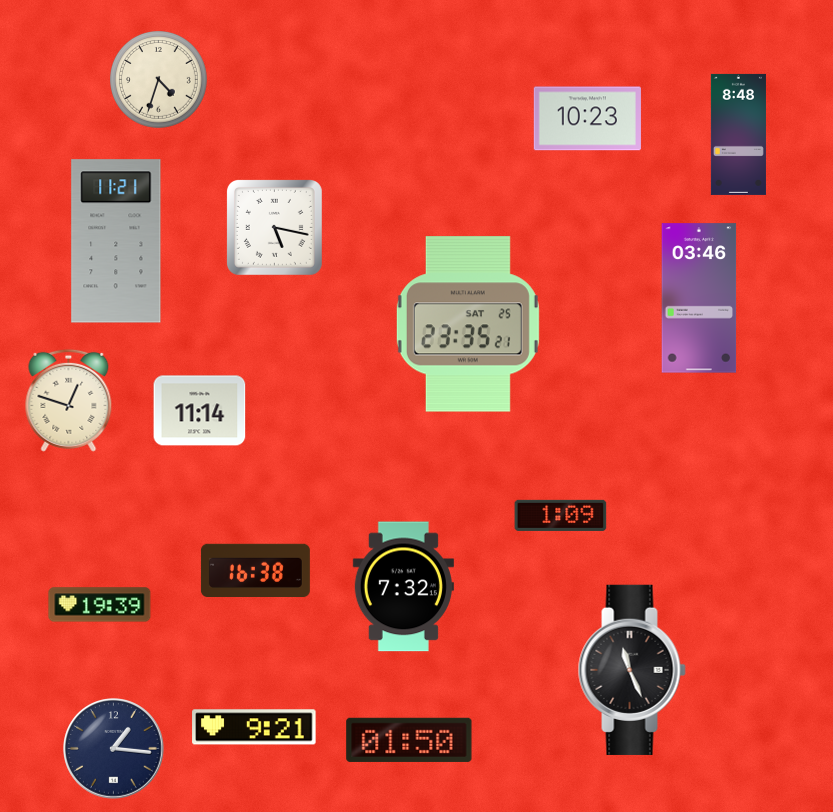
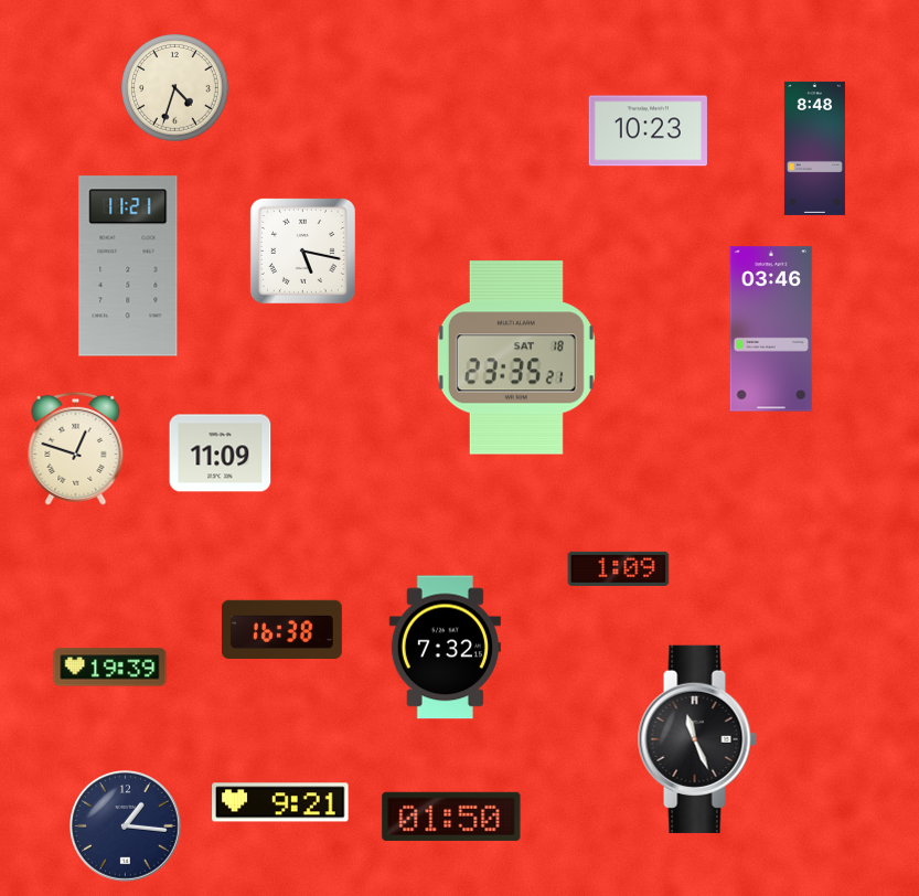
clock at (468, 324) date: SAT 25 -> SAT 18
clock at (69, 400) position: (69, 400) -> (76, 448)
clock at (200, 411): 11:14 -> 11:09
